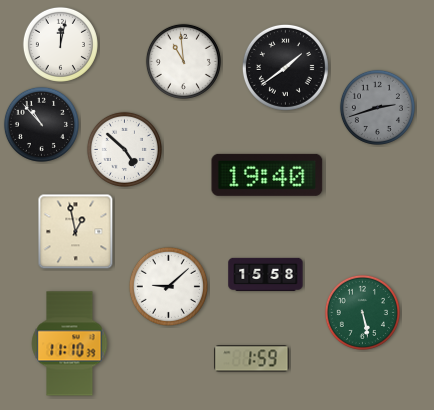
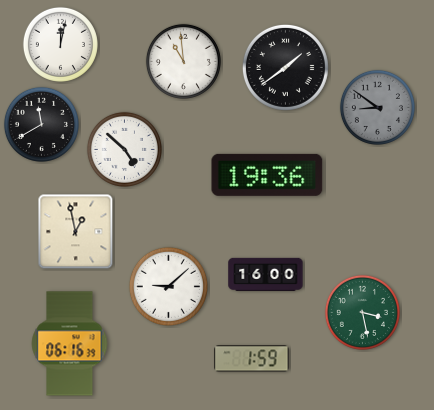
clock at (377, 107): 2:42 -> 8:51
clock at (41, 124): 10:53 -> 11:40
clock at (267, 175): 19:40 -> 19:36
clock at (266, 274): 15:58 -> 16:00
clock at (362, 312): 5:28 -> 3:28
clock at (70, 344): 11:10 -> 06:16
